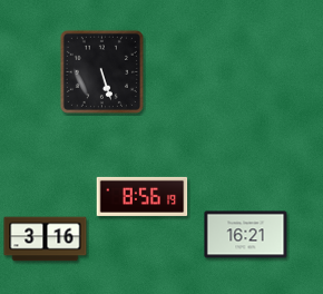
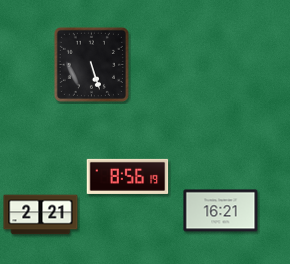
clock at (46, 239): 3:16 -> 2:21
